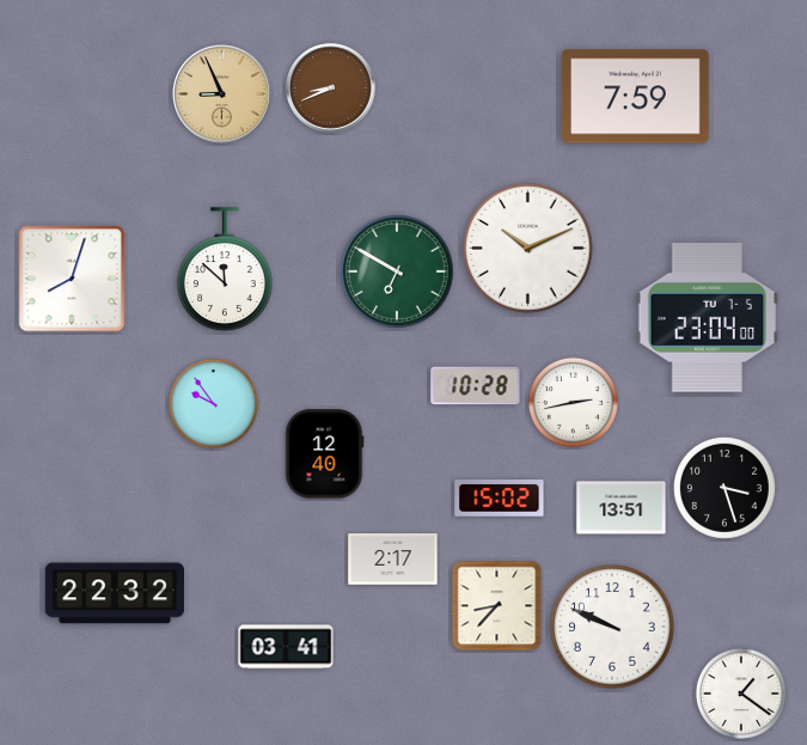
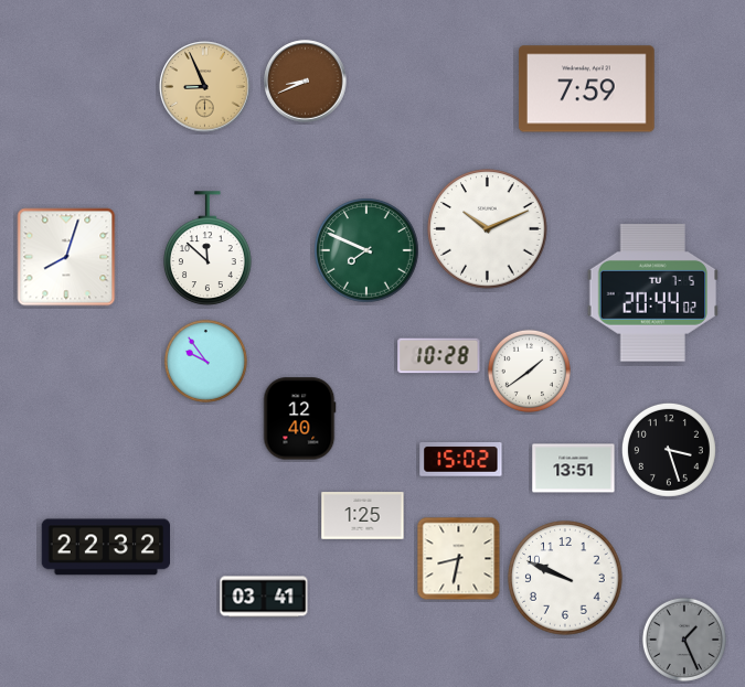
clock at (398, 273): 6:50 -> 7:49
clock at (708, 318): 23:04 -> 20:44
clock at (573, 402): 2:43 -> 1:39
clock at (213, 403) position: (213, 403) -> (205, 361)
clock at (393, 560): 2:17 -> 1:25
clock at (497, 606): 8:37 -> 8:32
clock at (741, 694): 1:21 -> 1:26
clock at (741, 694) dial: white -> grey
